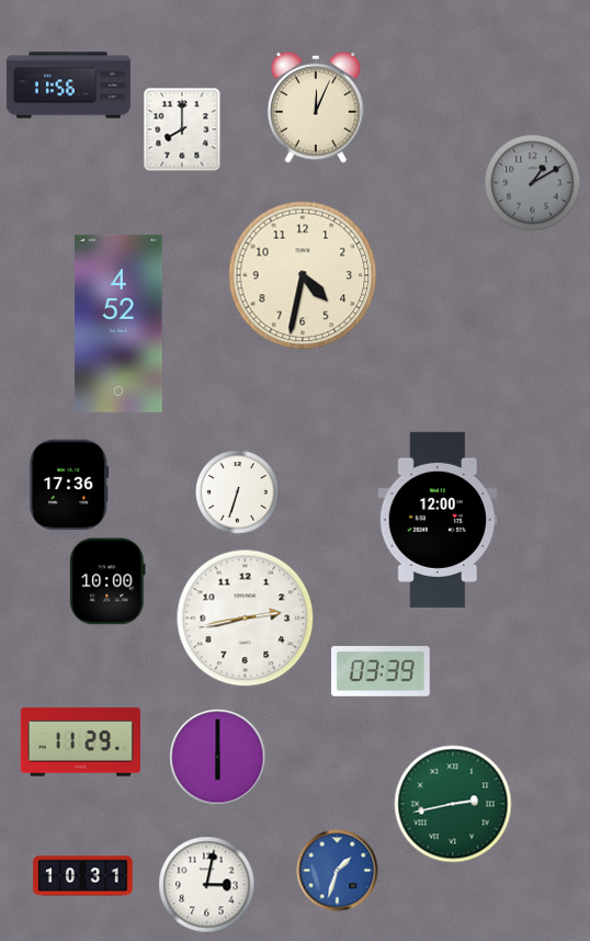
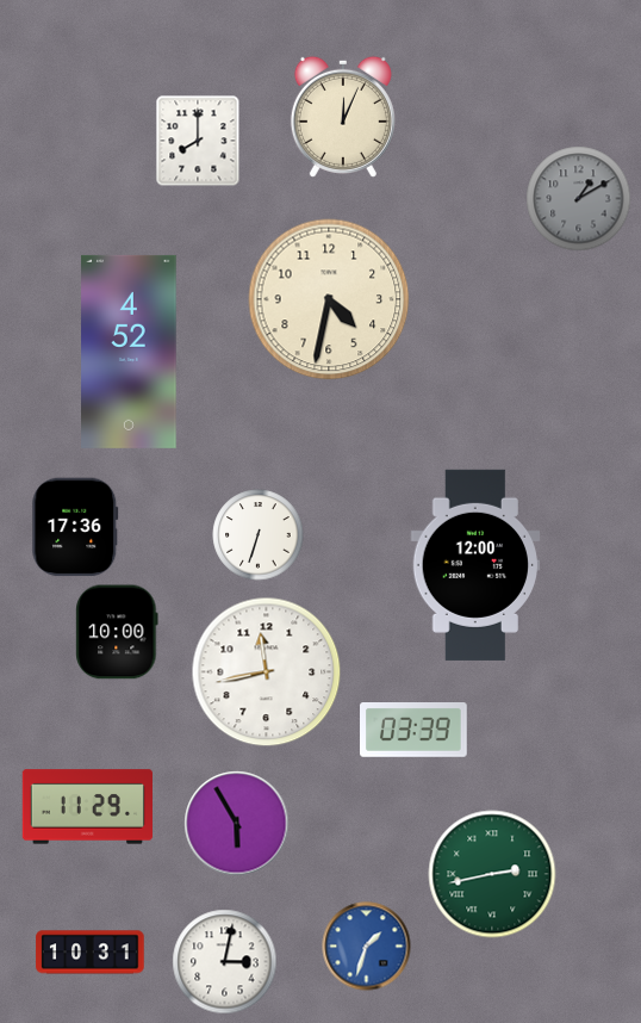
clock at (68, 86): 11:56 -> none
clock at (246, 619): 2:43 -> 11:43
clock at (218, 758): 6:00 -> 5:55
